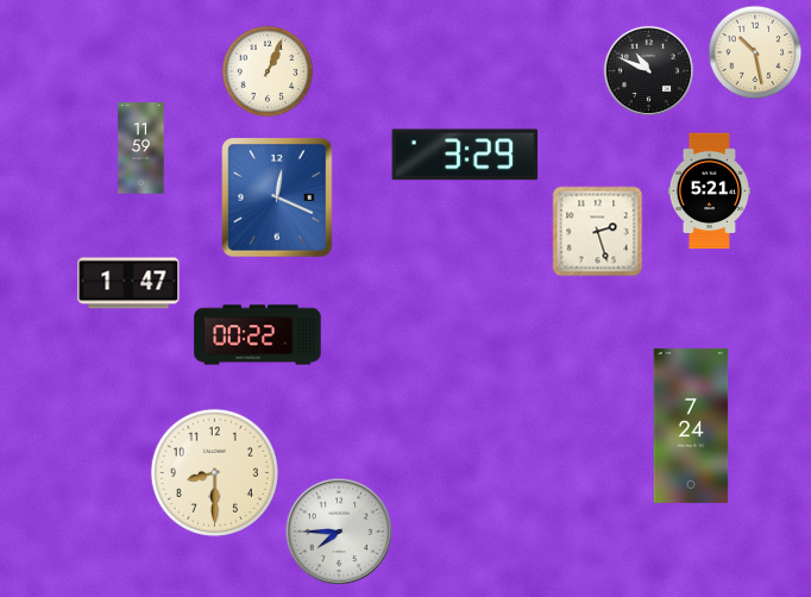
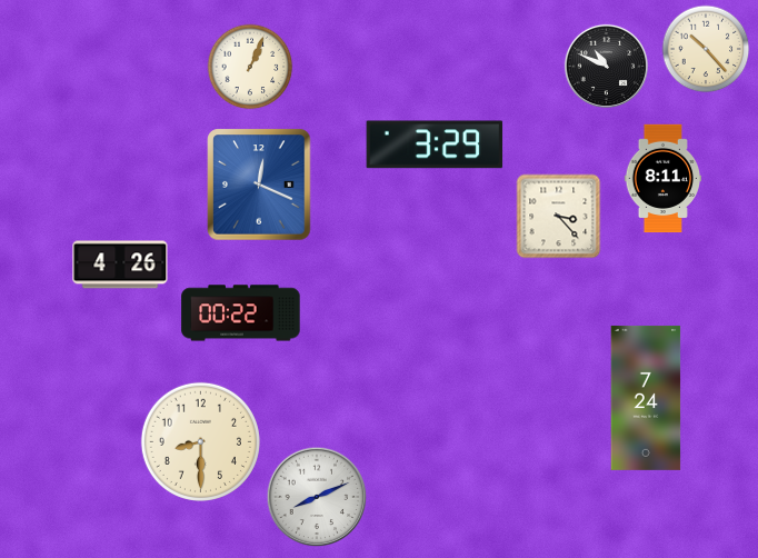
clock at (755, 52): 10:28 -> 10:23
clock at (142, 149): 11:59 -> none
clock at (710, 191): 5:21 -> 8:11
clock at (598, 232): 2:27 -> 3:23
clock at (128, 283): 1:47 -> 4:26
clock at (339, 532): 7:45 -> 8:11
